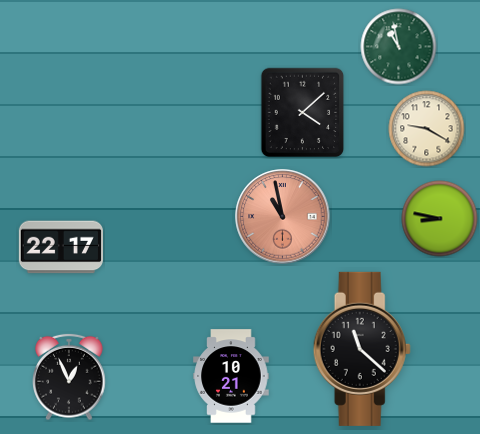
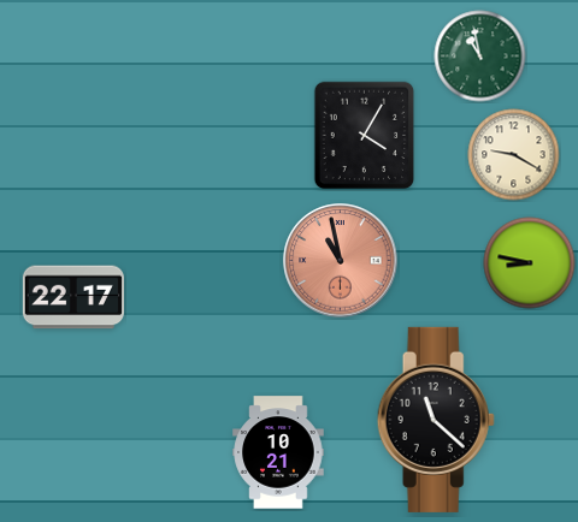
clock at (303, 113): 4:08 -> 4:05
clock at (69, 377): 12:56 -> none
